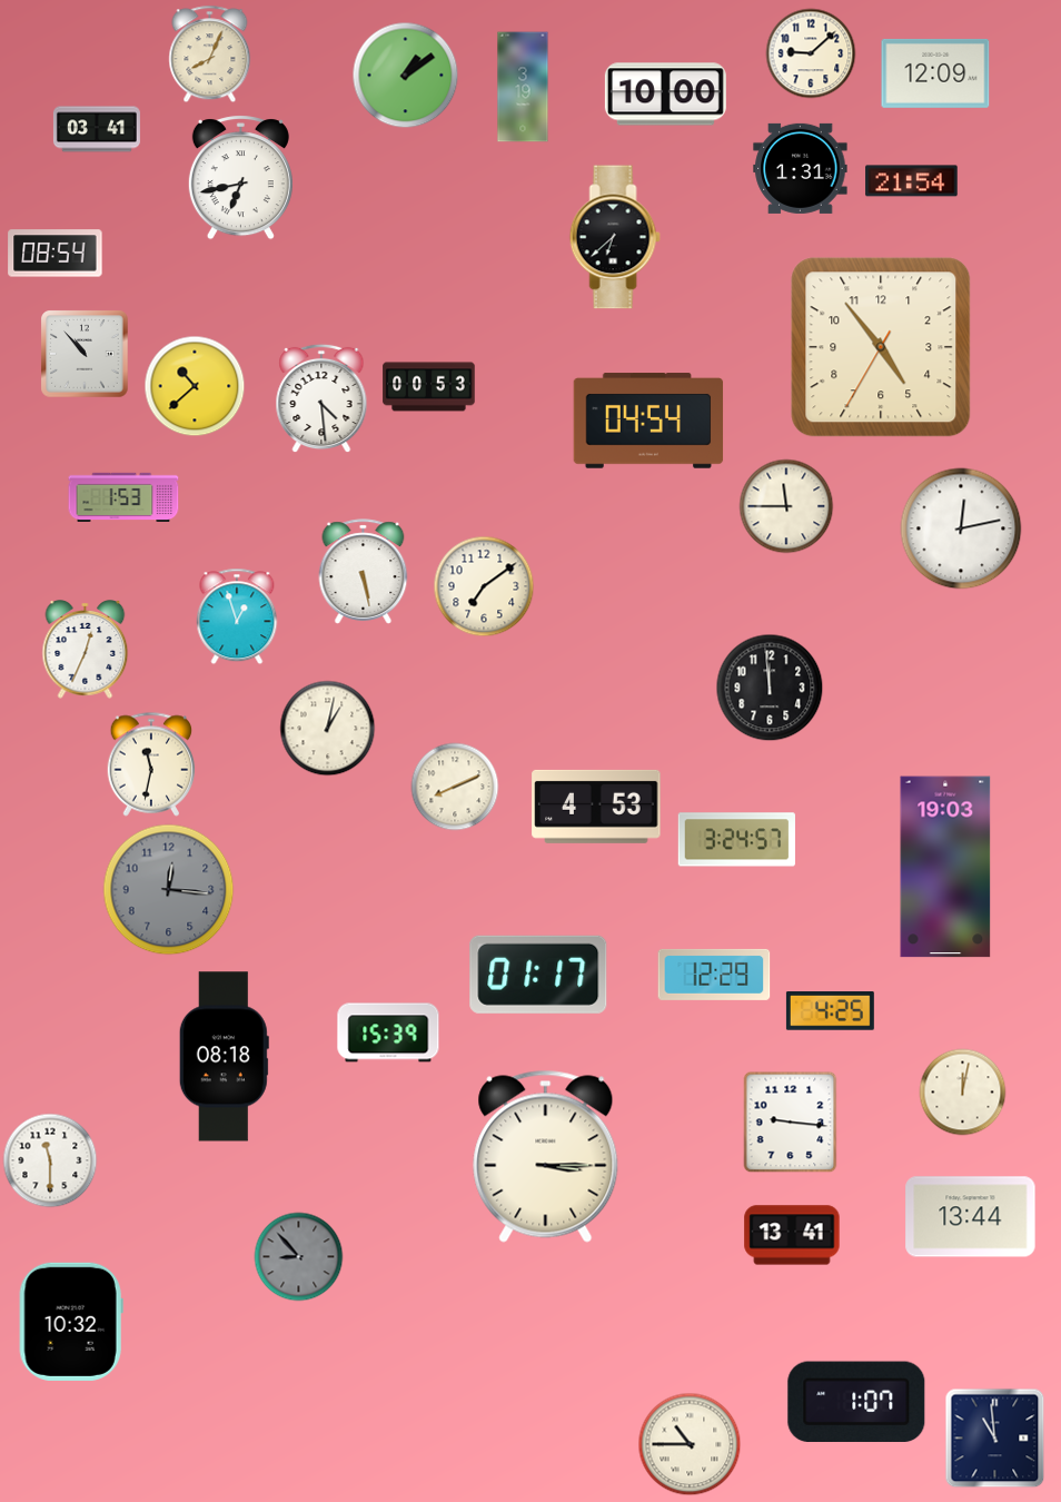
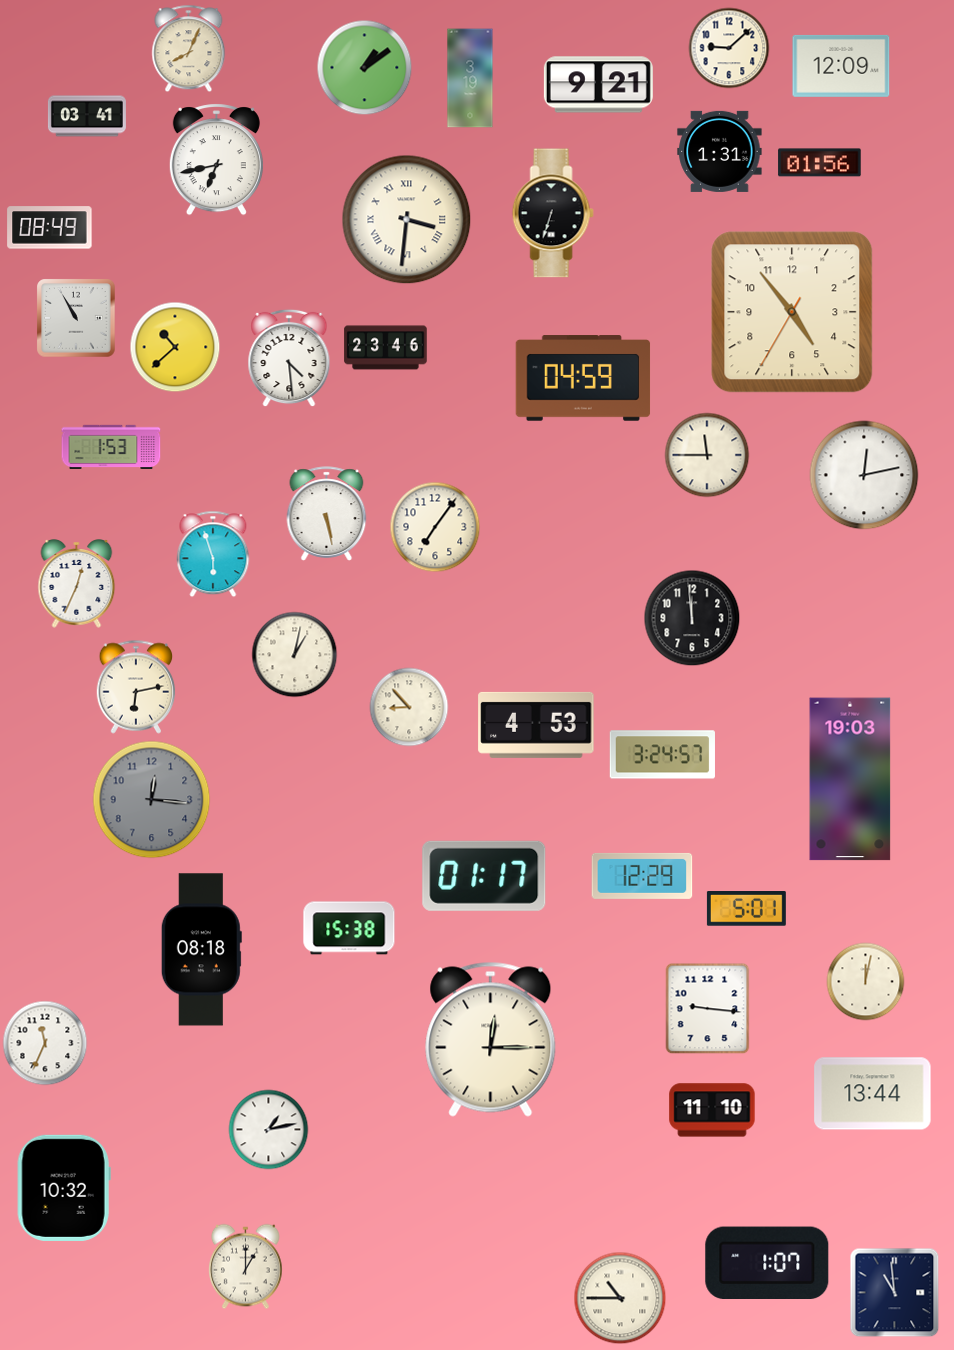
clock at (665, 95): 10:00 -> 9:21
clock at (912, 181): 21:54 -> 01:56
clock at (615, 237): 6:38 -> 6:33
clock at (407, 220): none -> 3:31
clock at (56, 254): 08:54 -> 08:49
clock at (85, 354): 10:53 -> 10:55
clock at (429, 387): 00:53 -> 23:46
clock at (648, 421): 04:54 -> 04:59
clock at (484, 586): 7:09 -> 7:06
clock at (237, 616): 12:57 -> 5:57
clock at (151, 764): 11:32 -> 6:13
clock at (455, 787): 8:11 -> 8:53
clock at (830, 1011): 4:25 -> 5:01
clock at (388, 1032): 15:39 -> 15:38
clock at (791, 1123) position: (791, 1123) -> (708, 1009)
clock at (546, 1156): 3:15 -> 12:15
clock at (50, 1160): 11:30 -> 11:34
clock at (792, 1235): 13:41 -> 11:10
clock at (299, 1257): 8:53 -> 1:13
clock at (299, 1257) dial: grey -> white
clock at (856, 1402) position: (856, 1402) -> (767, 1263)
clock at (246, 1267): none -> 1:00
